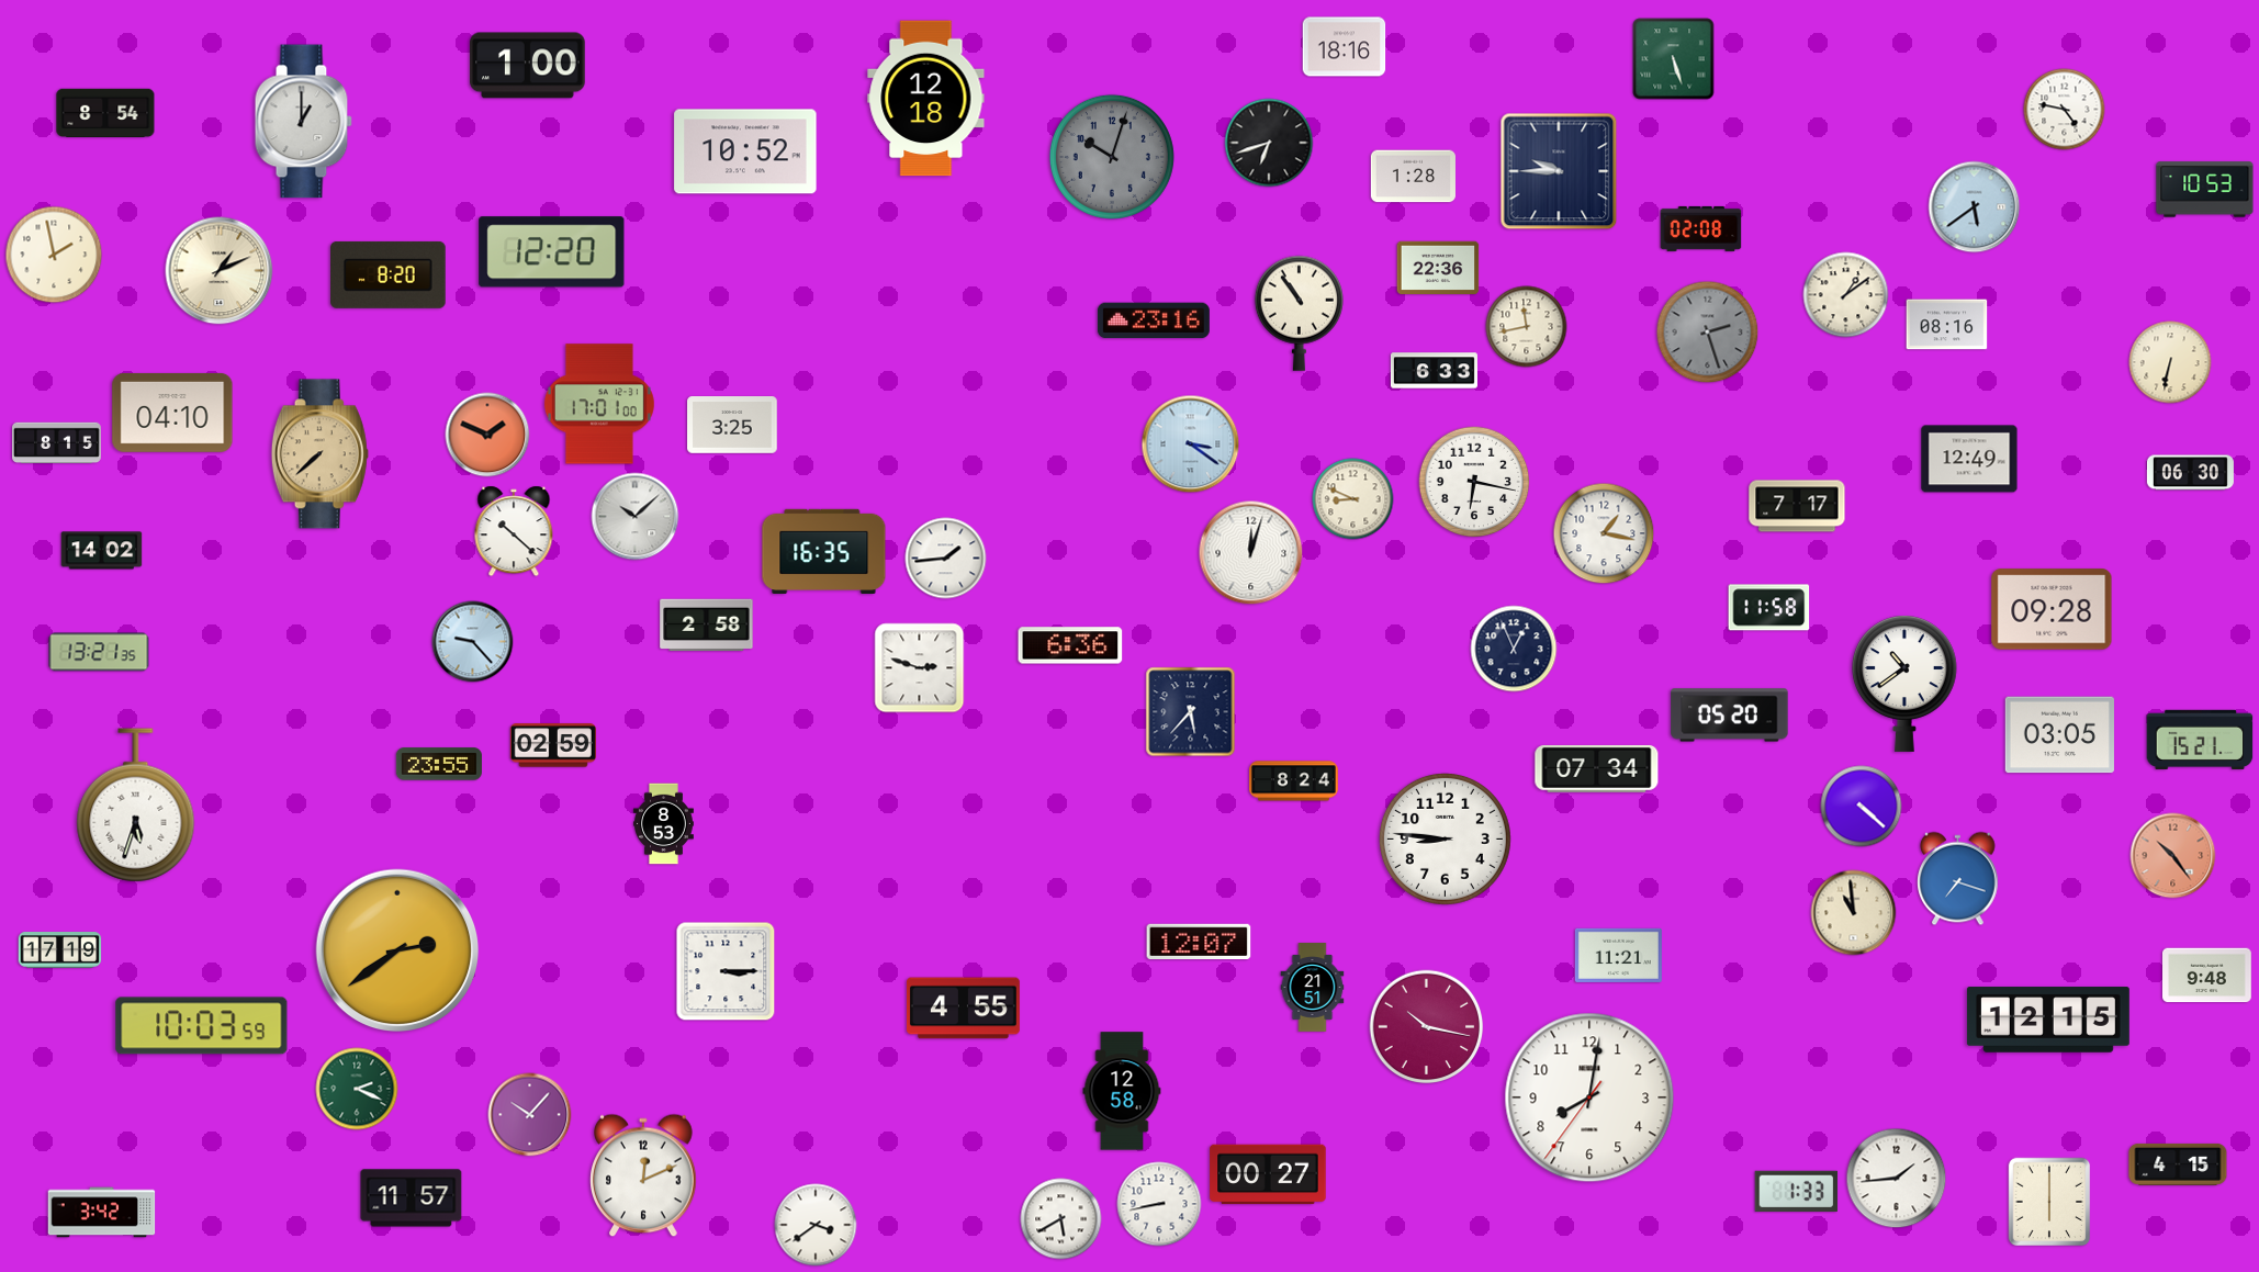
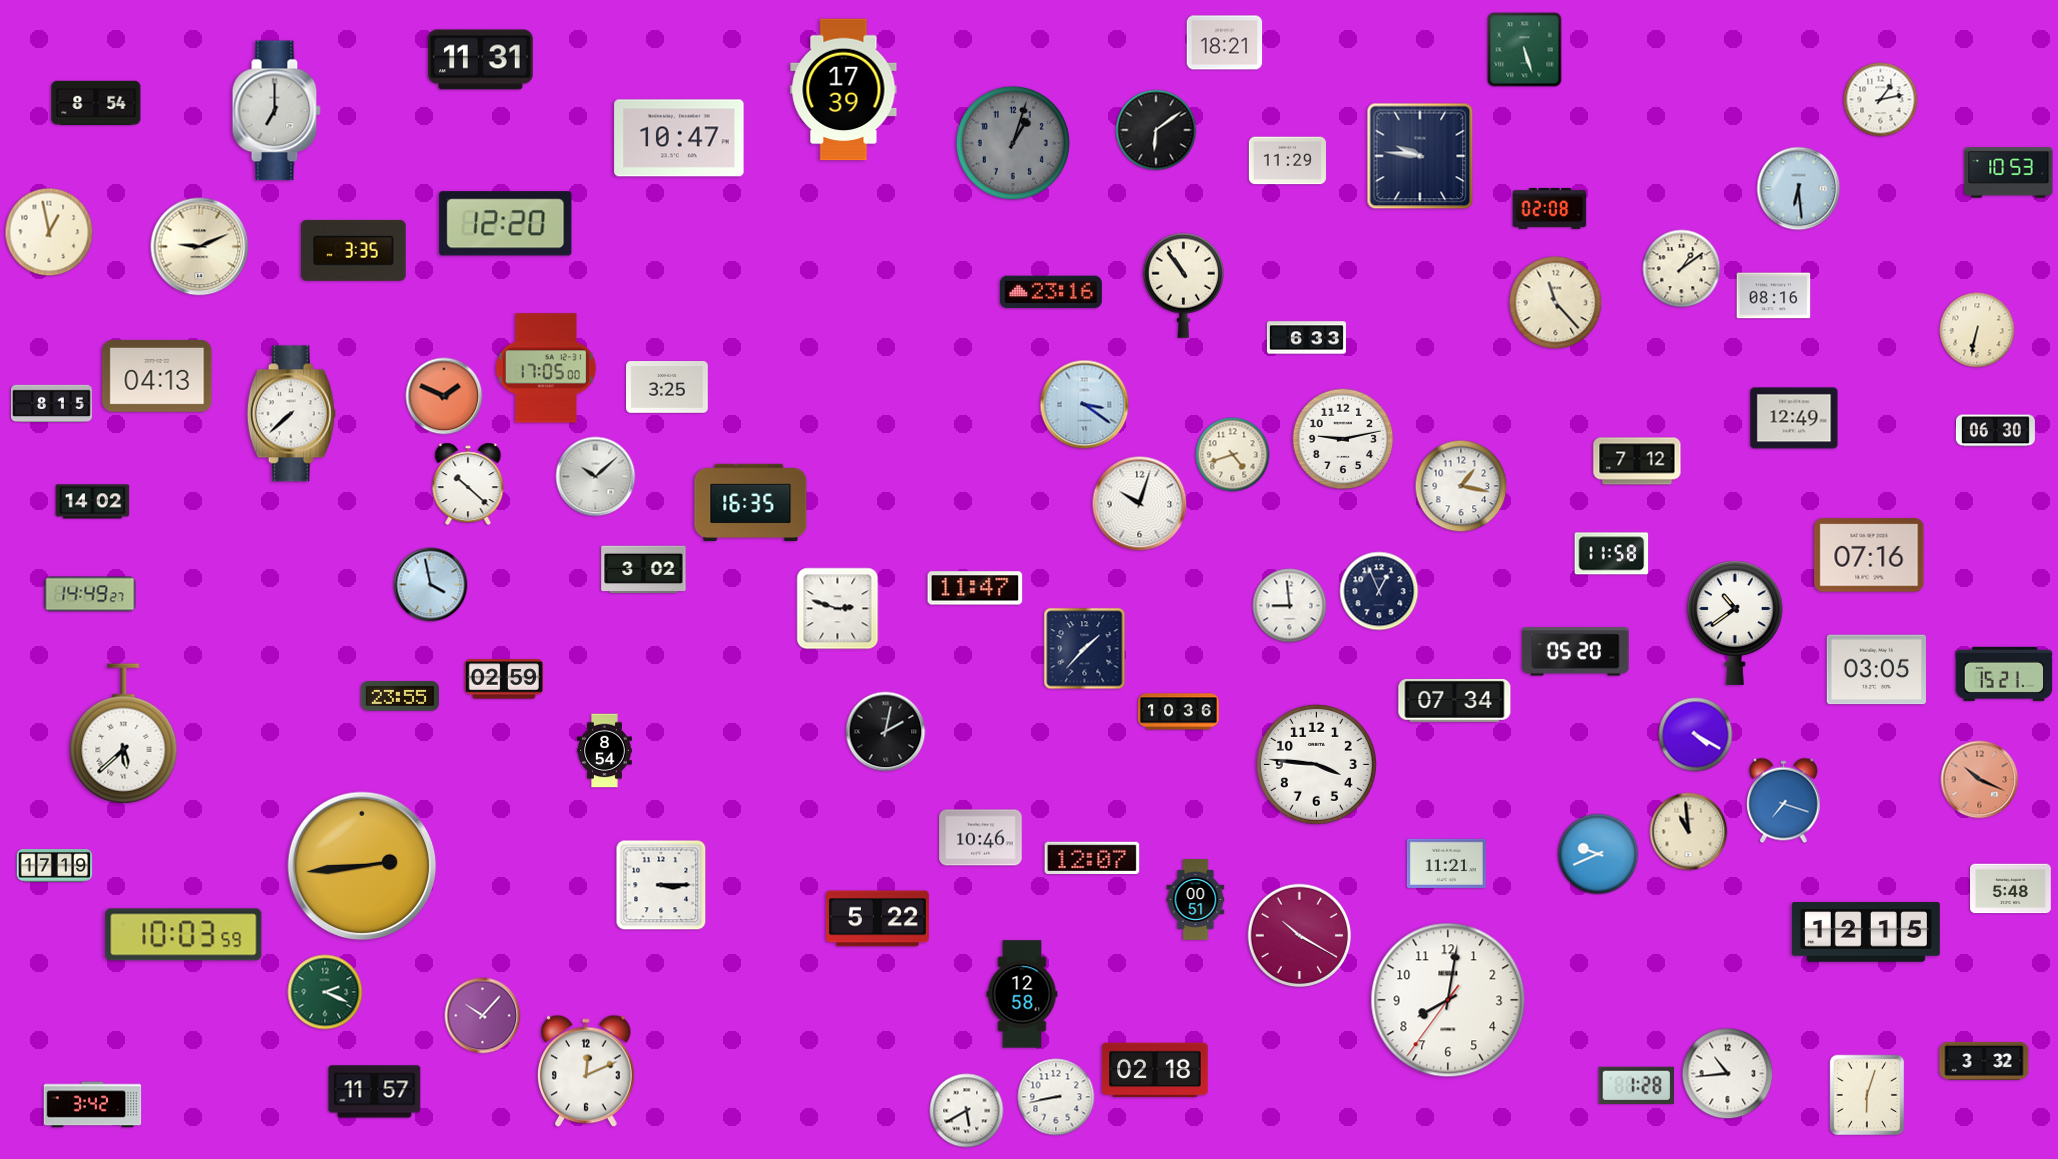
clock at (1345, 47): 18:16 -> 18:21
clock at (1674, 59) position: (1674, 59) -> (1525, 50)
clock at (528, 66): 1:00 -> 11:31
clock at (926, 99): 12:18 -> 17:39
clock at (2065, 110): 4:47 -> 1:13
clock at (303, 122): 1:00 -> 7:00
clock at (1269, 143): 6:42 -> 6:09
clock at (745, 151): 10:52 -> 10:47
clock at (1112, 157): 10:03 -> 1:03
clock at (1559, 171): 9:45 -> 9:46
clock at (1413, 177): 1:28 -> 11:29
clock at (1975, 207): 5:39 -> 6:29
clock at (552, 252) position: (552, 252) -> (506, 224)
clock at (54, 255): 1:58 -> 12:58
clock at (1438, 268): 22:36 -> none
clock at (220, 271): 1:11 -> 9:11
clock at (389, 274): 8:20 -> 3:35
clock at (1527, 327): 11:43 -> none
clock at (1708, 333): 2:27 -> 11:23
clock at (1708, 333) dial: grey -> cream
clock at (599, 404): 17:01 -> 17:05
clock at (172, 413): 04:10 -> 04:13
clock at (319, 454) dial: champagne -> white
clock at (1474, 482): 6:17 -> 9:13
clock at (1353, 499): 8:49 -> 4:42
clock at (1797, 506): 7:17 -> 7:12
clock at (636, 517) position: (636, 517) -> (596, 477)
clock at (1251, 553): 12:03 -> 10:03
clock at (946, 559): 1:44 -> none
clock at (2052, 609): 09:28 -> 07:16
clock at (707, 626): 2:58 -> 3:02
clock at (473, 642): 9:23 -> 3:58
clock at (1070, 645): 6:36 -> 11:47
clock at (99, 652): 13:21 -> 14:49
clock at (1290, 606): none -> 8:59
clock at (1191, 712): 5:37 -> 1:37
clock at (1294, 781): 8:24 -> 10:36
clock at (886, 732): none -> 2:02
clock at (136, 806): 5:33 -> 5:38
clock at (1862, 807): 4:22 -> 4:20
clock at (664, 824): 8:53 -> 8:54
clock at (1445, 838): 8:46 -> 3:46
clock at (2173, 856): 10:24 -> 10:19
clock at (981, 838): none -> 10:46
clock at (1598, 854): none -> 9:41
clock at (397, 950): 2:39 -> 2:44
clock at (1618, 955) position: (1618, 955) -> (1446, 863)
clock at (2207, 976): 9:48 -> 5:48
clock at (1313, 988): 21:51 -> 00:51
clock at (963, 1009): 4:55 -> 5:22
clock at (2048, 1020) position: (2048, 1020) -> (1866, 932)
clock at (1427, 1027): 10:17 -> 10:20
clock at (2178, 1164): 4:15 -> 3:32
clock at (1268, 1174): 00:27 -> 02:18
clock at (1897, 1179): 1:44 -> 10:44
clock at (1797, 1191): 1:33 -> 1:28
clock at (2049, 1202): 6:00 -> 6:03
clock at (816, 1225): 3:39 -> none
